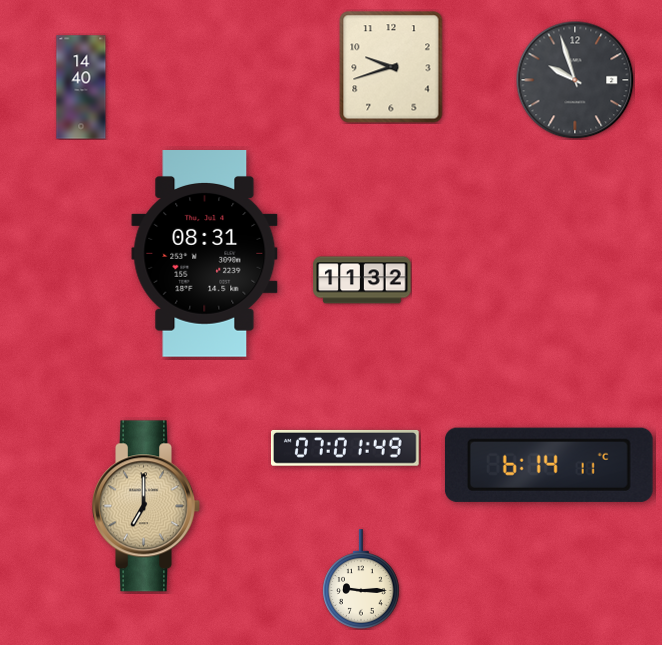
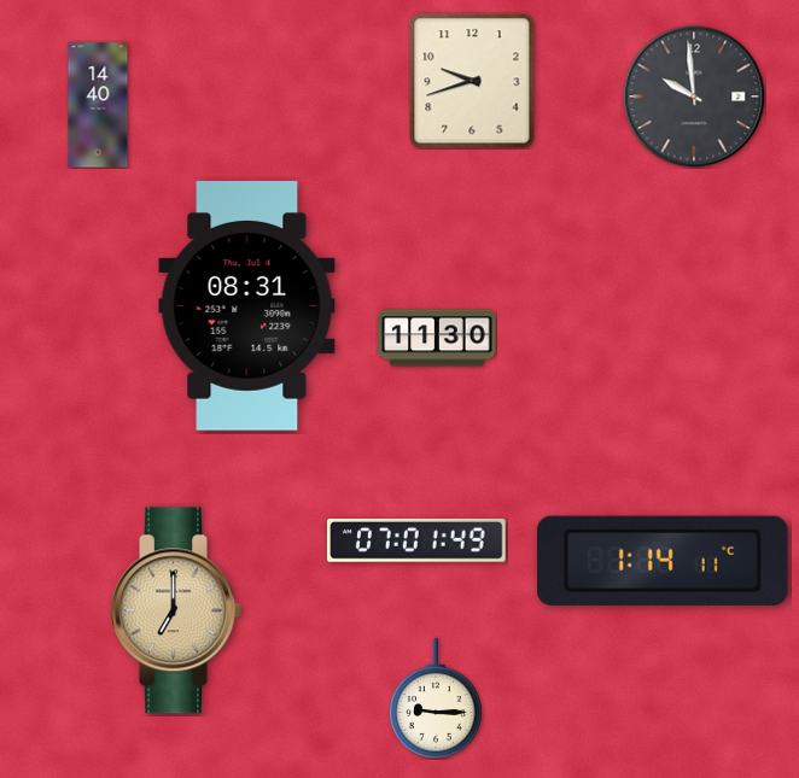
clock at (575, 80): 9:57 -> 9:59
clock at (362, 280): 11:32 -> 11:30
clock at (549, 465): 6:14 -> 1:14
